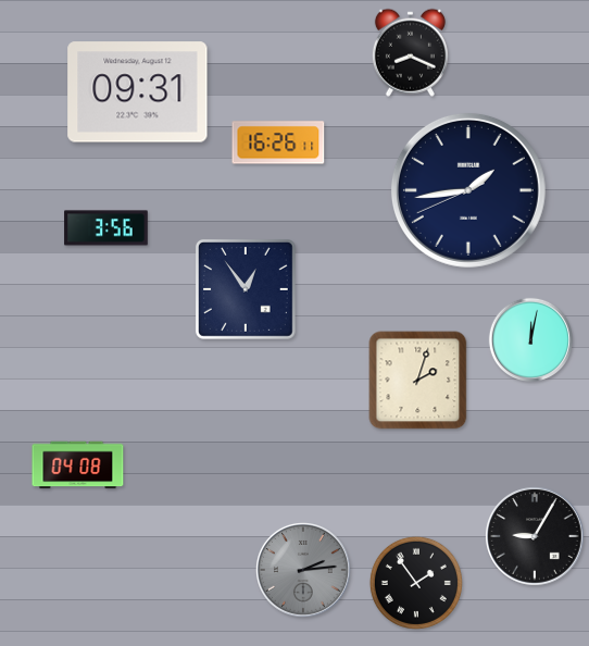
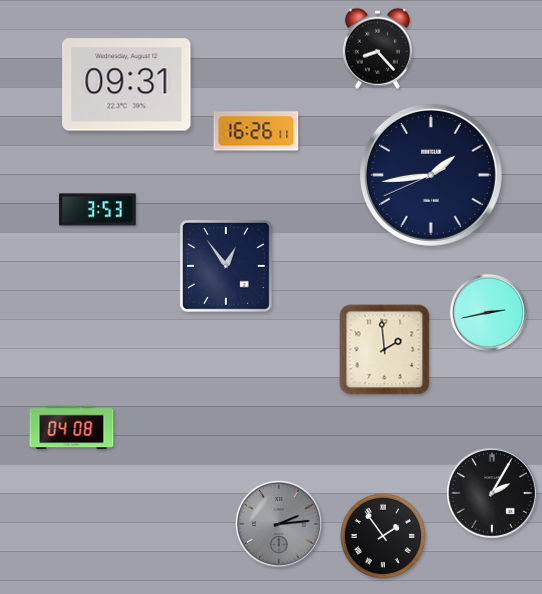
clock at (410, 52): 8:19 -> 8:23
clock at (106, 228): 3:56 -> 3:53
clock at (530, 339): 12:02 -> 2:43
clock at (418, 381): 2:03 -> 1:59
clock at (535, 536): 9:05 -> 2:05
